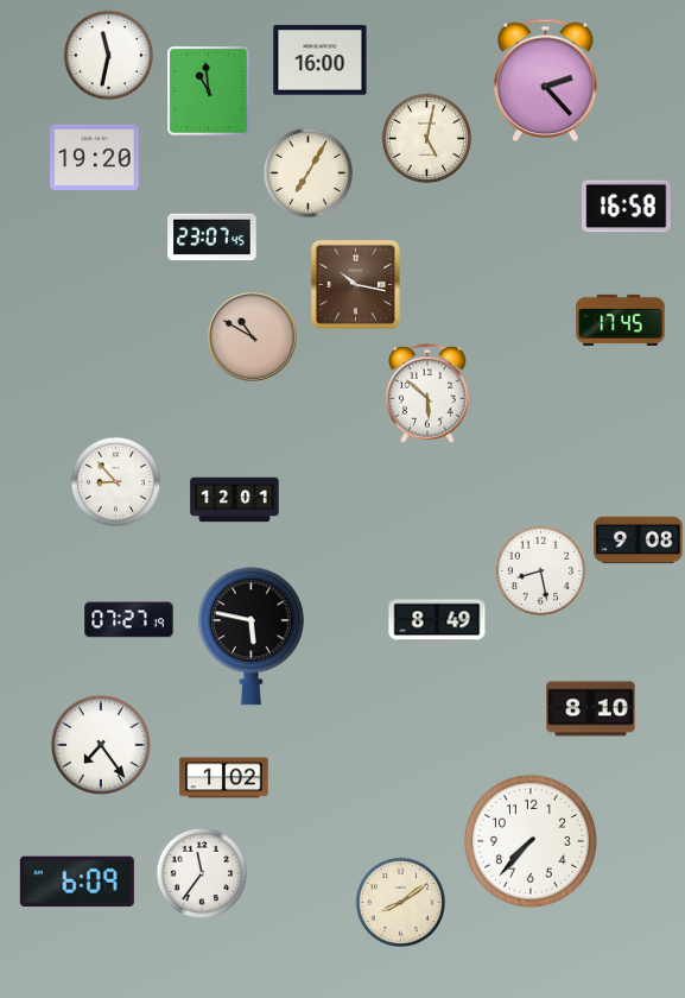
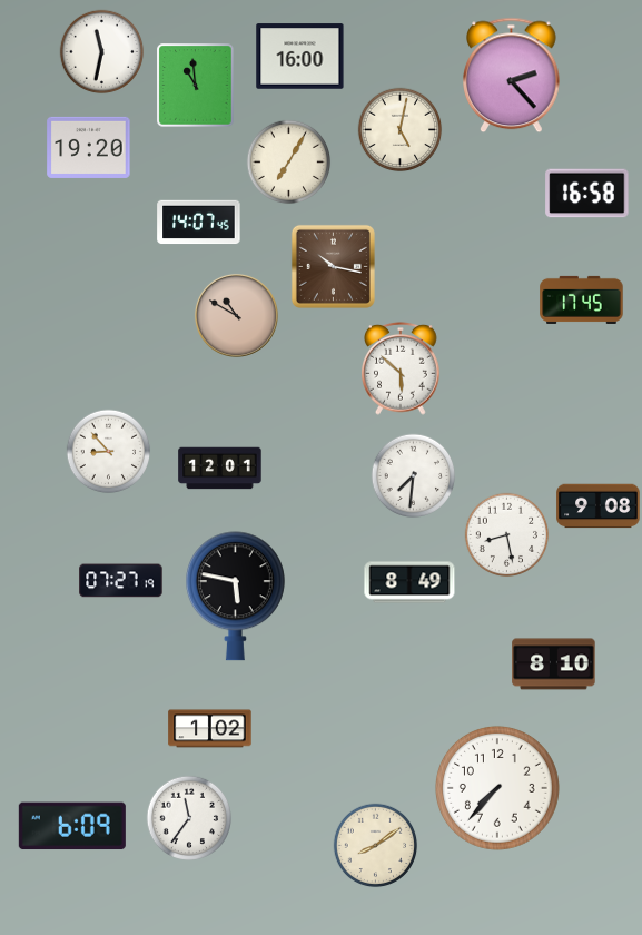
clock at (213, 238): 23:07 -> 14:07
clock at (414, 476): none -> 7:31
clock at (101, 745): 7:24 -> none
